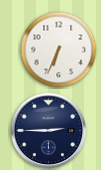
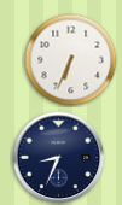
clock at (49, 131): 2:45 -> 8:34
